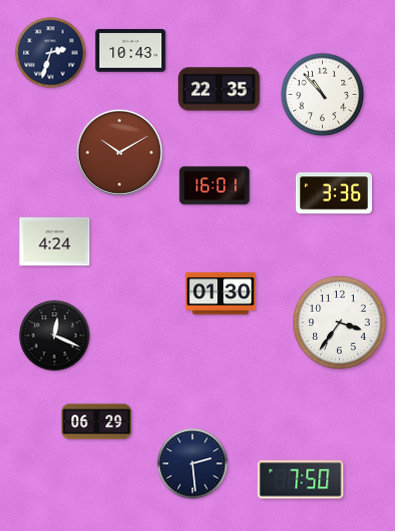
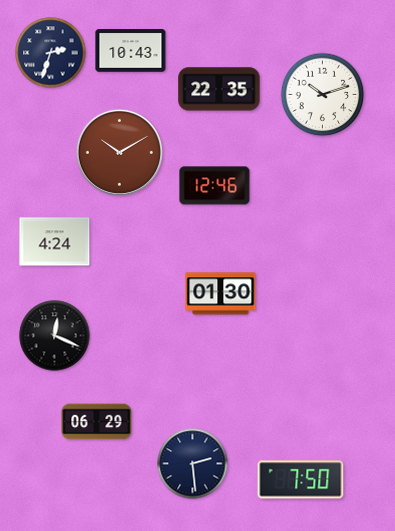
clock at (323, 95): 10:53 -> 10:12
clock at (215, 186): 16:01 -> 12:46
clock at (333, 193): 3:36 -> none
clock at (340, 323): 3:36 -> none
